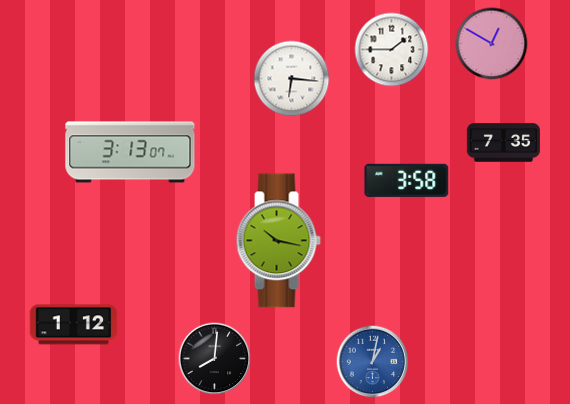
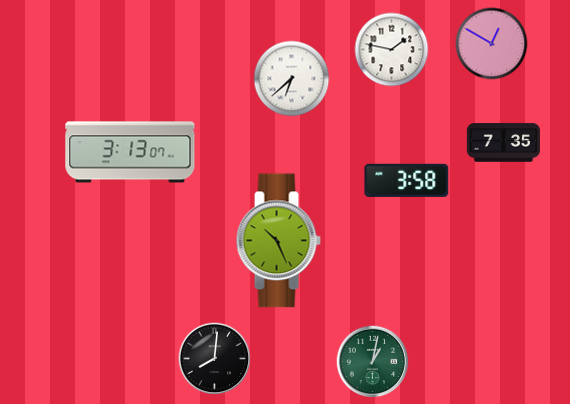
clock at (392, 50): 1:45 -> 1:47
clock at (292, 79): 6:16 -> 6:38
clock at (278, 241): 10:17 -> 10:26
clock at (74, 325): 1:12 -> none
clock at (373, 362) dial: blue -> green
